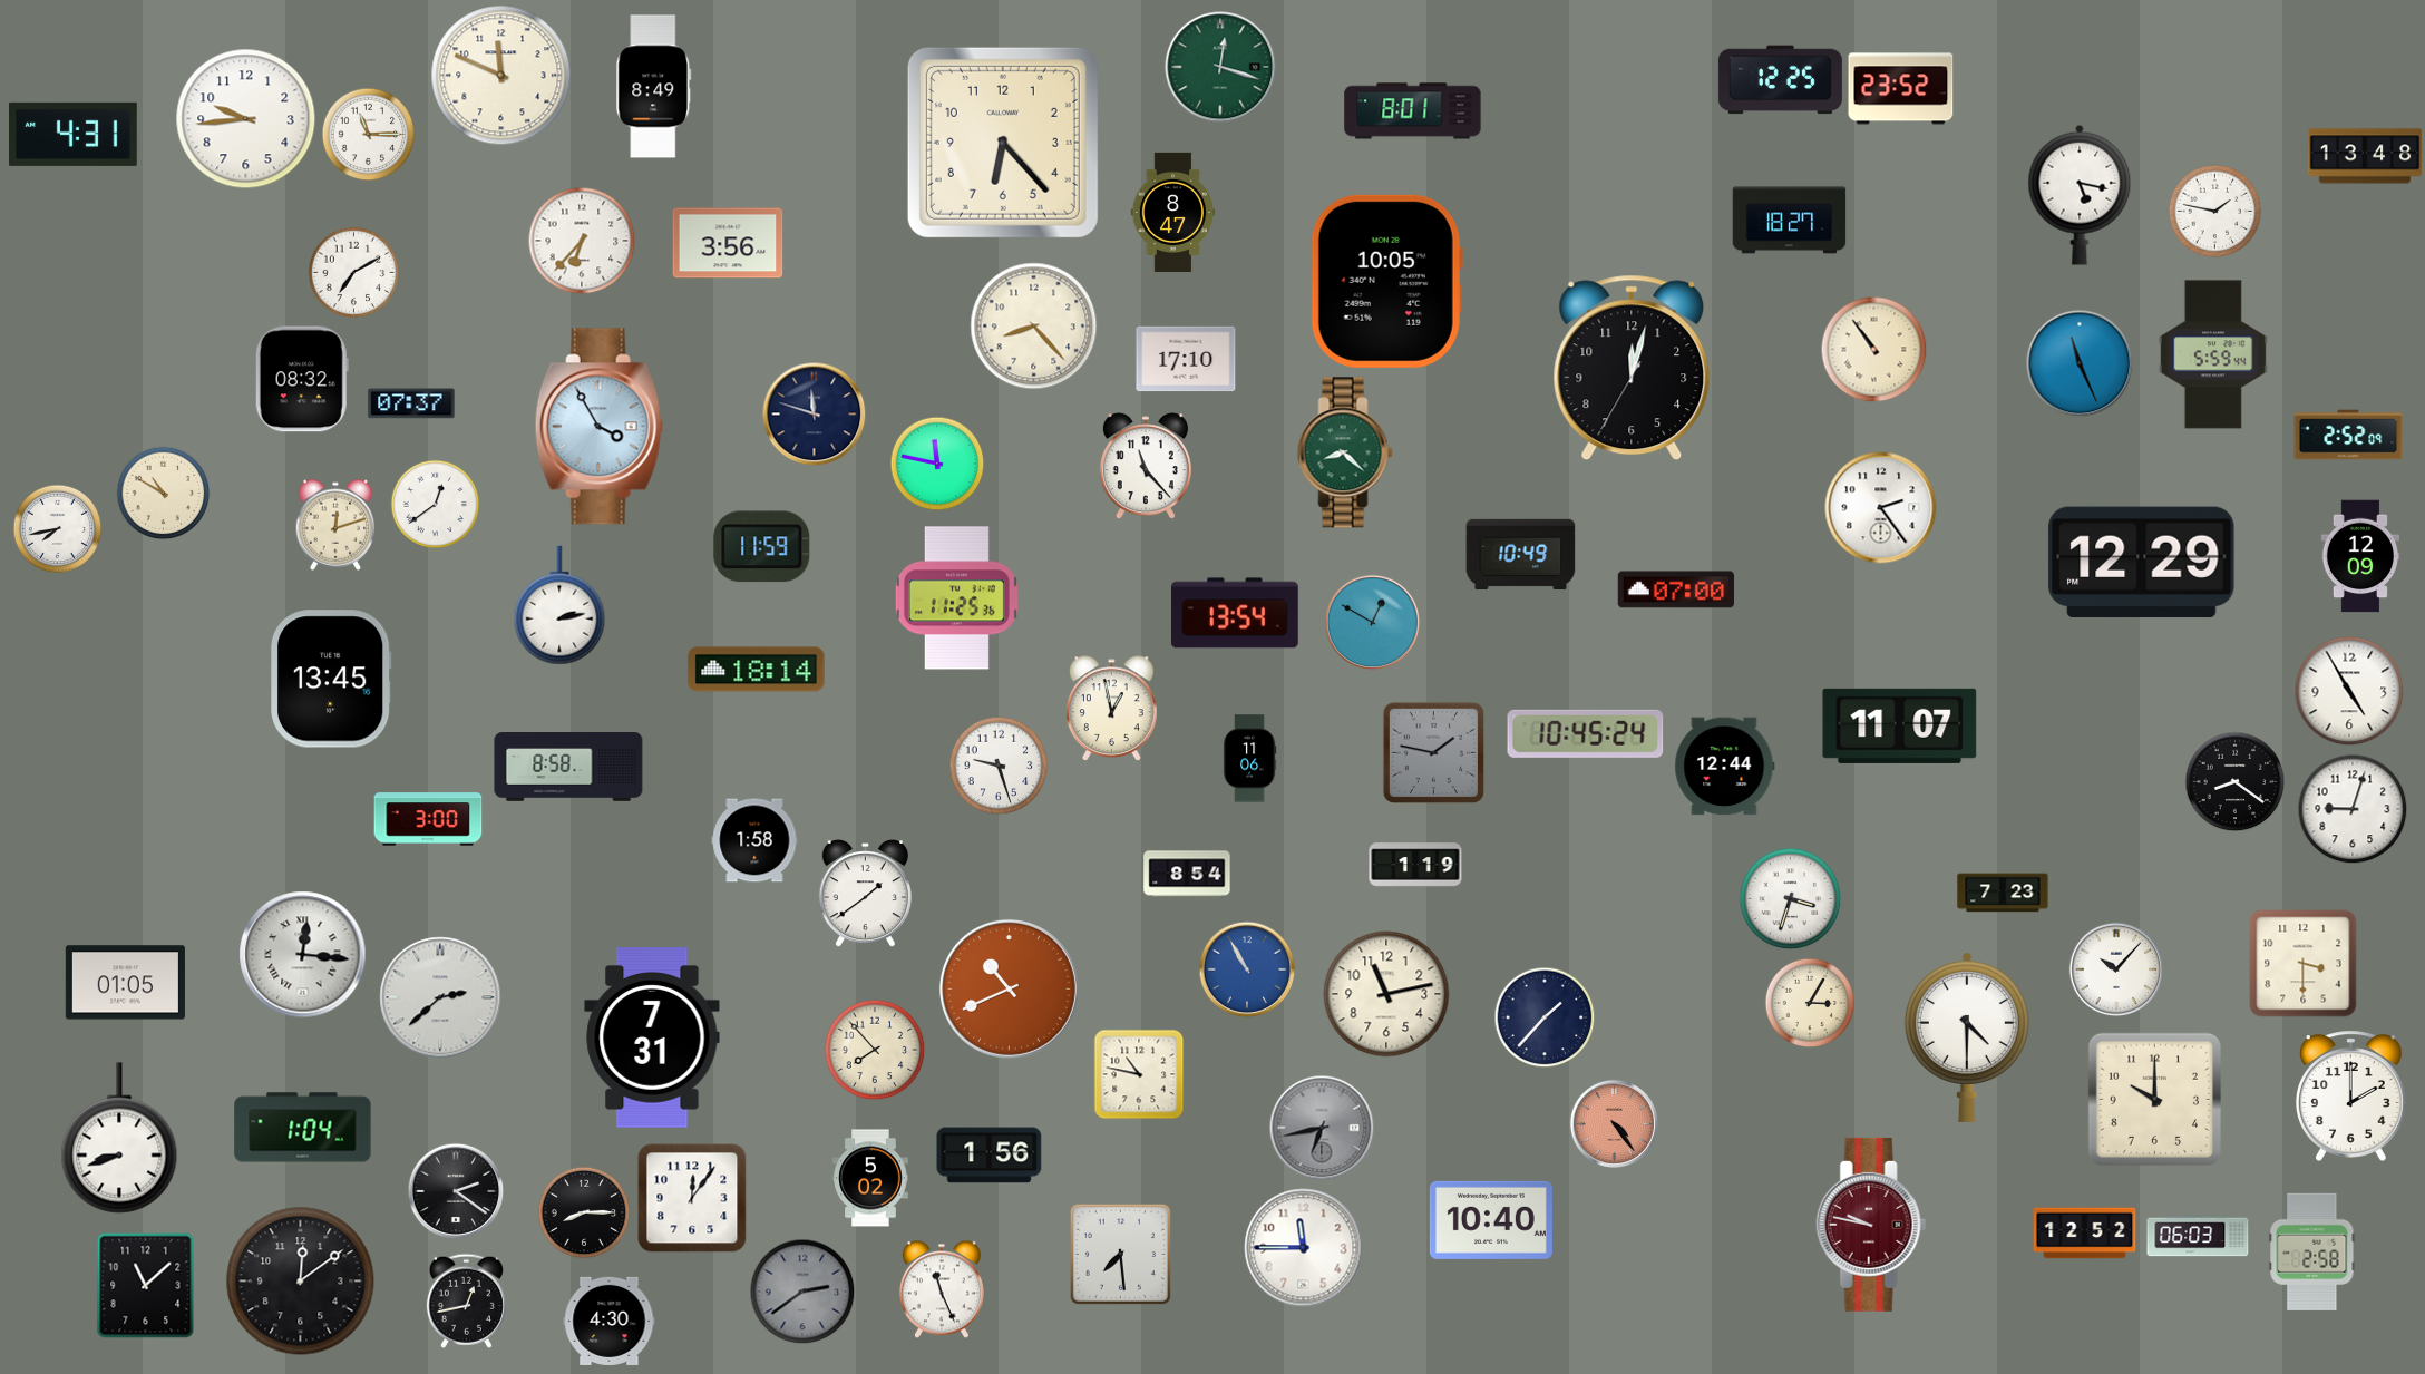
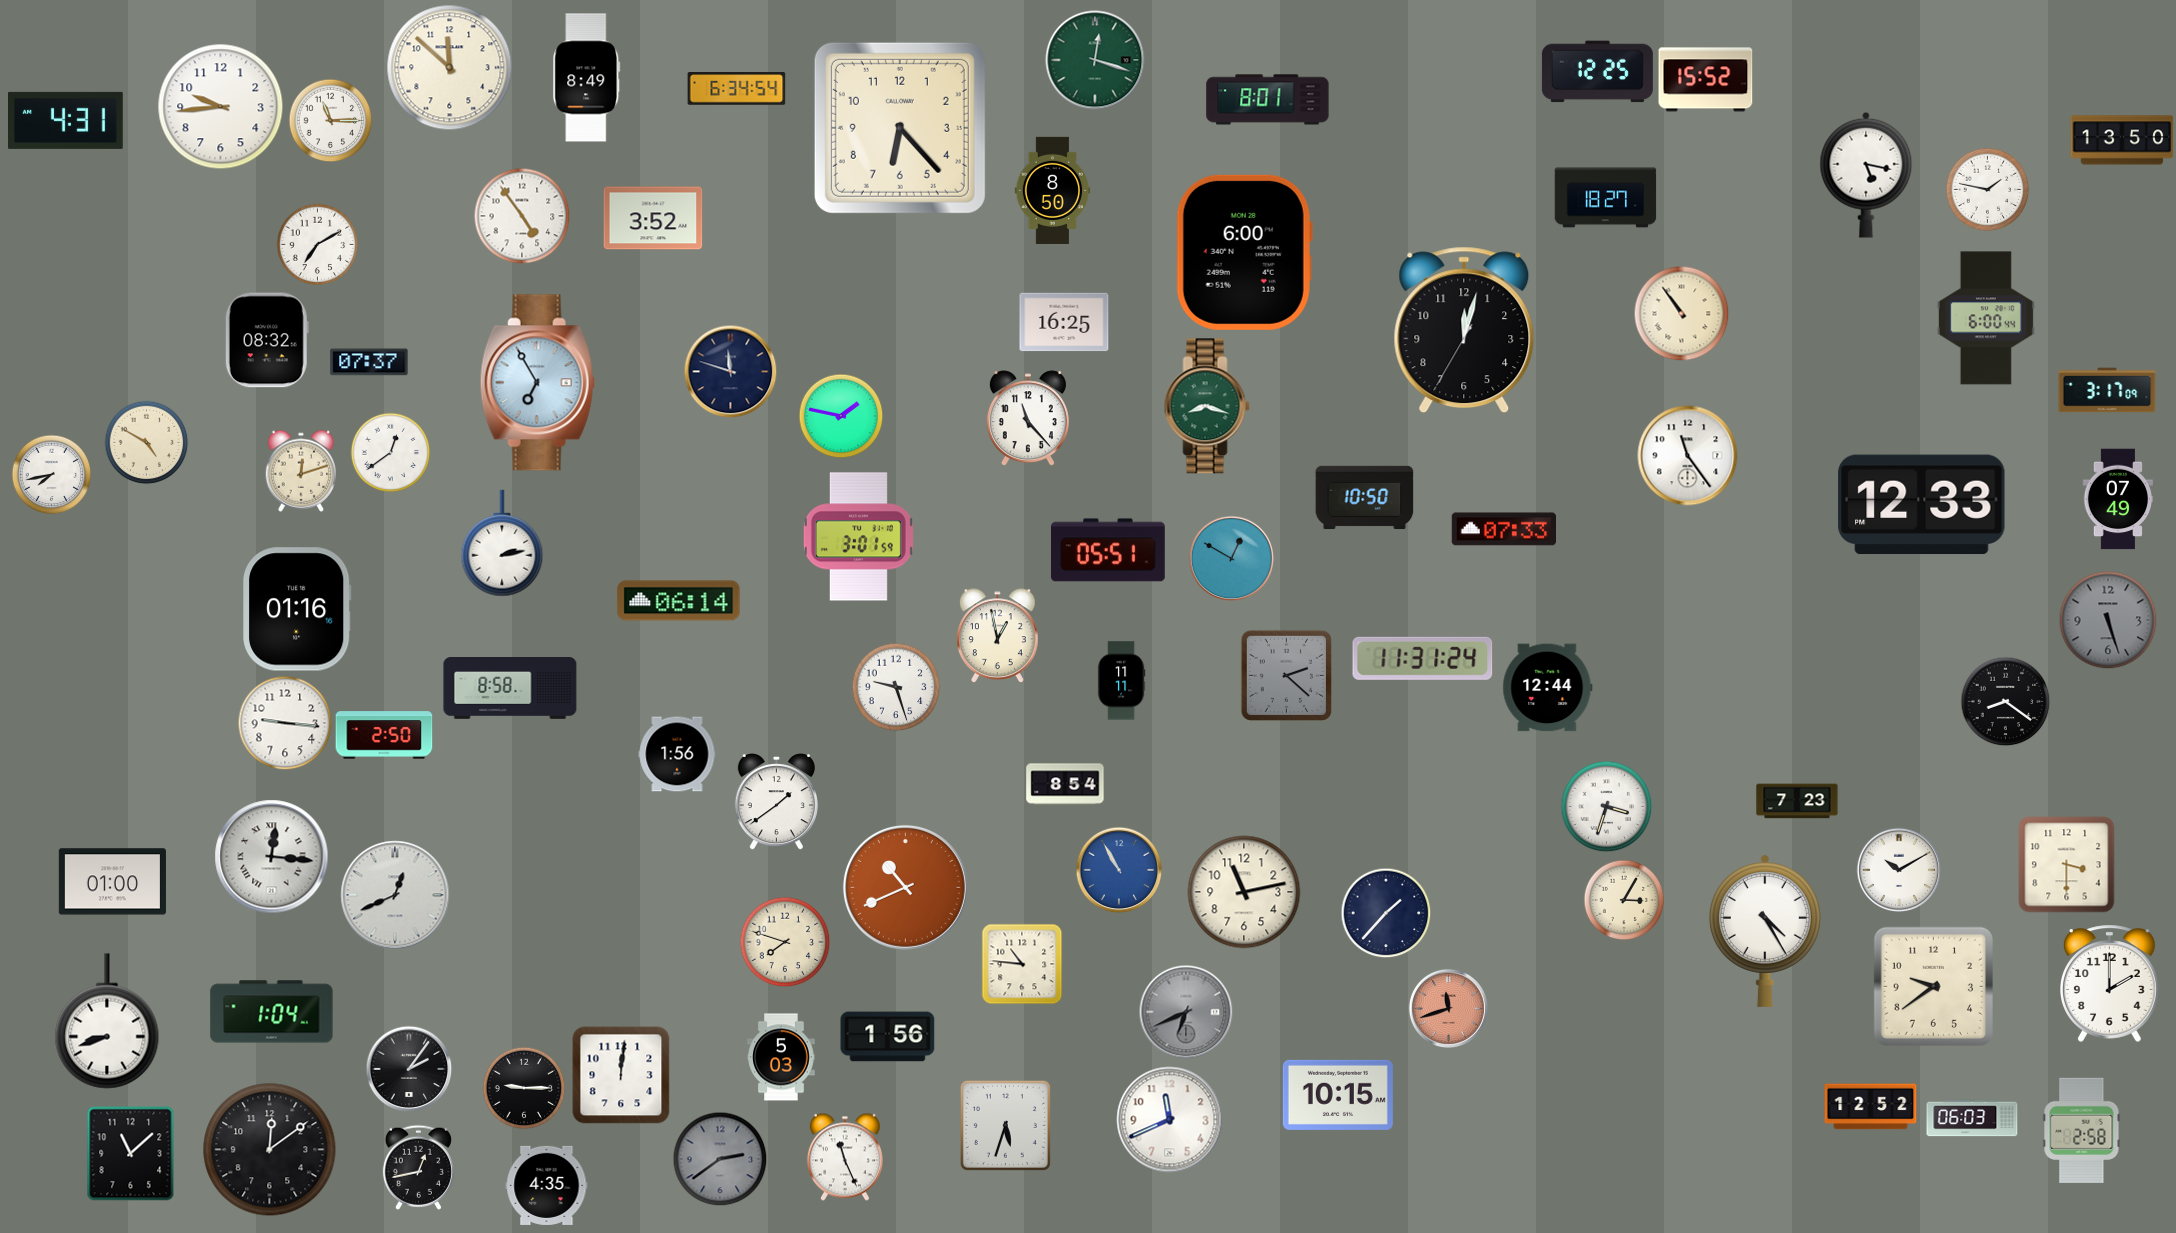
clock at (501, 76): 11:49 -> 11:52
clock at (1901, 89): 23:52 -> 15:52
clock at (737, 89): none -> 6:34
clock at (2365, 156): 13:48 -> 13:50
clock at (1173, 212): 8:47 -> 8:50
clock at (582, 241): 6:37 -> 4:54
clock at (728, 243): 3:56 -> 3:52
clock at (1386, 281): 10:05 -> 6:00
clock at (1034, 327): 8:23 -> none
clock at (2213, 354): 5:59 -> 6:00
clock at (1186, 359): 17:10 -> 16:25
clock at (2080, 363): 11:26 -> none
clock at (302, 379) position: (302, 379) -> (267, 340)
clock at (598, 427): 3:55 -> 6:55
clock at (2348, 435): 2:52 -> 3:17
clock at (1345, 452): 8:22 -> 8:18
clock at (937, 464): 11:47 -> 1:47
clock at (163, 493): 10:50 -> 4:50
clock at (1881, 508): 2:24 -> 11:24
clock at (762, 547): 11:59 -> none
clock at (1521, 555): 10:49 -> 10:50
clock at (2360, 556): 12:09 -> 07:49
clock at (2142, 563): 12:29 -> 12:33
clock at (1675, 589): 07:00 -> 07:33
clock at (956, 598): 11:25 -> 3:01
clock at (1235, 613): 13:54 -> 05:51
clock at (757, 670): 18:14 -> 06:14
clock at (332, 679): 13:45 -> 01:16
clock at (2349, 691): 4:55 -> 5:27
clock at (2349, 691) dial: white -> grey
clock at (1900, 725): 11:07 -> none
clock at (1586, 733): 10:45 -> 11:31
clock at (1433, 752): 1:47 -> 2:22
clock at (1249, 759): 11:06 -> 11:11
clock at (285, 723): none -> 9:16
clock at (2353, 809): 9:03 -> none
clock at (428, 819): 3:00 -> 2:50
clock at (754, 840): 1:58 -> 1:56
clock at (1415, 865): 1:19 -> none
clock at (2116, 969): 10:07 -> 10:10
clock at (125, 983): 01:05 -> 01:00
clock at (440, 997): 2:38 -> 12:41
clock at (652, 1037): 7:31 -> none
clock at (1967, 1037): 4:30 -> 4:25
clock at (875, 1050): 7:53 -> 7:48
clock at (1139, 1074): 10:47 -> 10:46
clock at (2154, 1099): 10:00 -> 9:39
clock at (1614, 1123): 4:24 -> 11:42
clock at (1322, 1128): 6:43 -> 6:41
clock at (870, 1178): 5:02 -> 5:03
clock at (456, 1191): 2:21 -> 2:06
clock at (692, 1198): 12:06 -> 12:01
clock at (584, 1212): 8:15 -> 9:15
clock at (1491, 1220): 10:40 -> 10:15
clock at (1871, 1225): 9:47 -> none
clock at (2198, 1236) position: (2198, 1236) -> (1972, 1118)
clock at (1304, 1248): 11:45 -> 11:41
clock at (2312, 1251) position: (2312, 1251) -> (2082, 1130)
clock at (1120, 1254): 7:29 -> 5:33
clock at (610, 1321): 4:30 -> 4:35
